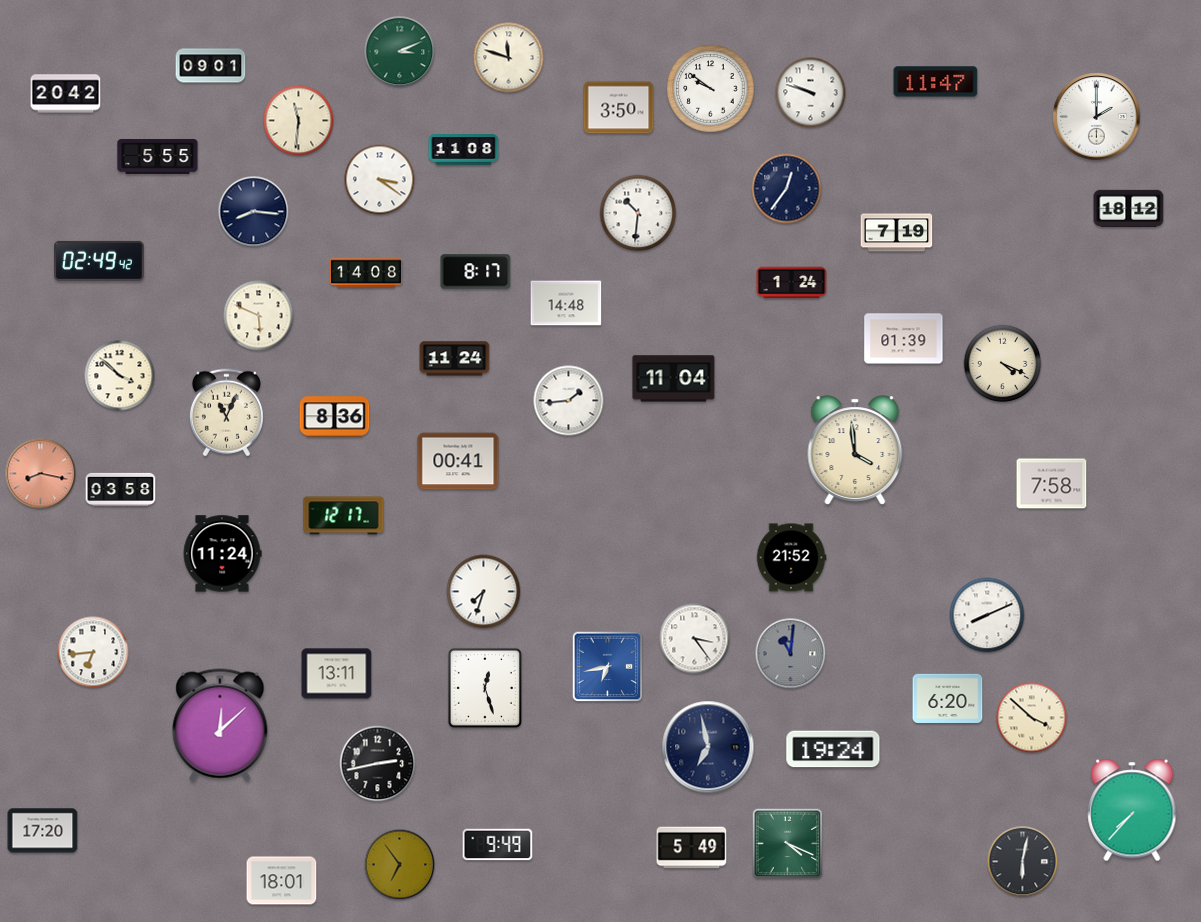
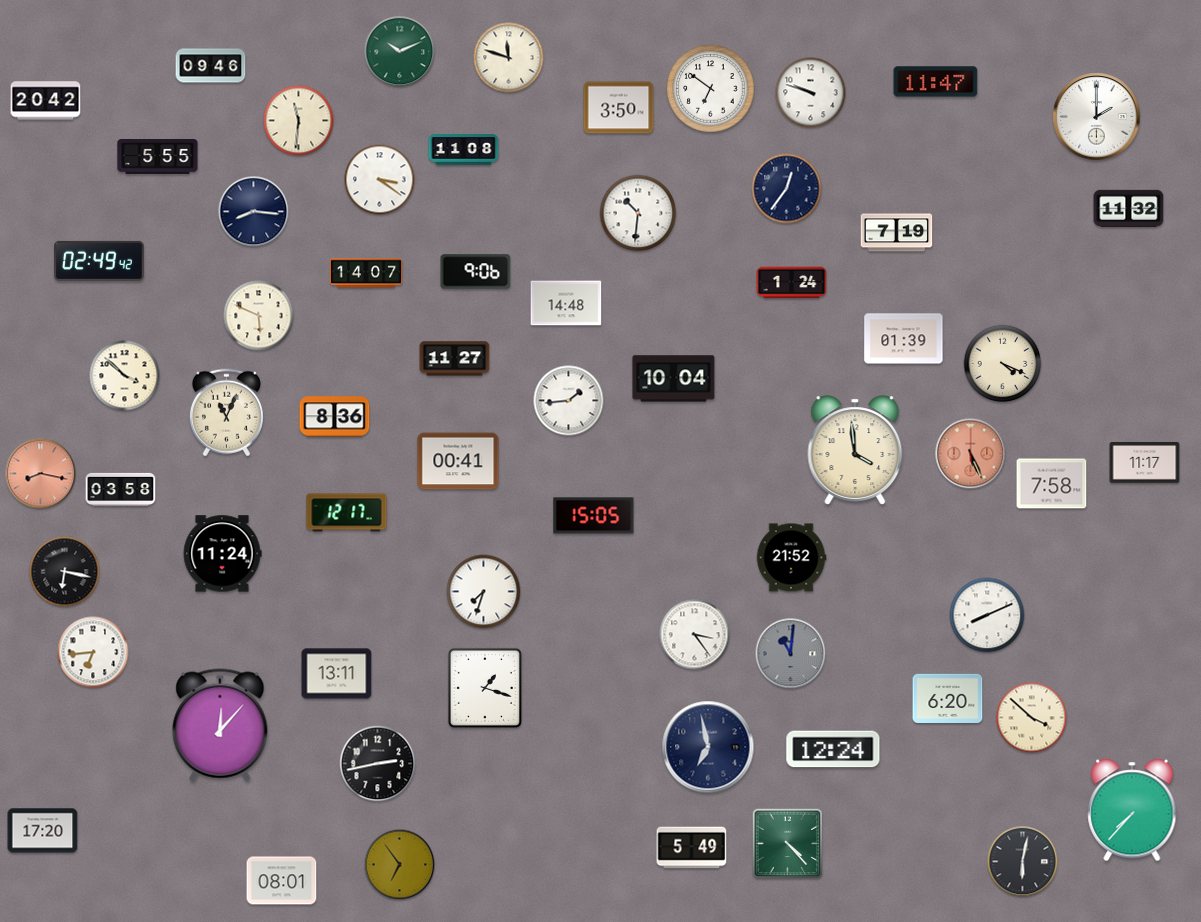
clock at (400, 52): 3:11 -> 10:11
clock at (211, 66): 09:01 -> 09:46
clock at (711, 89): 9:51 -> 6:51
clock at (66, 94) position: (66, 94) -> (46, 101)
clock at (1129, 208): 18:12 -> 11:32
clock at (476, 272): 8:17 -> 9:06
clock at (366, 273): 14:08 -> 14:07
clock at (455, 359): 11:24 -> 11:27
clock at (120, 376) position: (120, 376) -> (125, 376)
clock at (674, 379): 11:04 -> 10:04
clock at (971, 454): none -> 5:26
clock at (1145, 463): none -> 11:17
clock at (344, 516) position: (344, 516) -> (347, 513)
clock at (594, 516): none -> 15:05
clock at (65, 572): none -> 6:17
clock at (695, 639) position: (695, 639) -> (695, 635)
clock at (608, 667): 6:43 -> none
clock at (485, 688): 12:27 -> 1:18
clock at (220, 725): 12:08 -> 12:07
clock at (833, 749): 19:24 -> 12:24
clock at (788, 844): 4:19 -> 4:23
clock at (498, 845): 9:49 -> none
clock at (282, 881): 18:01 -> 08:01
